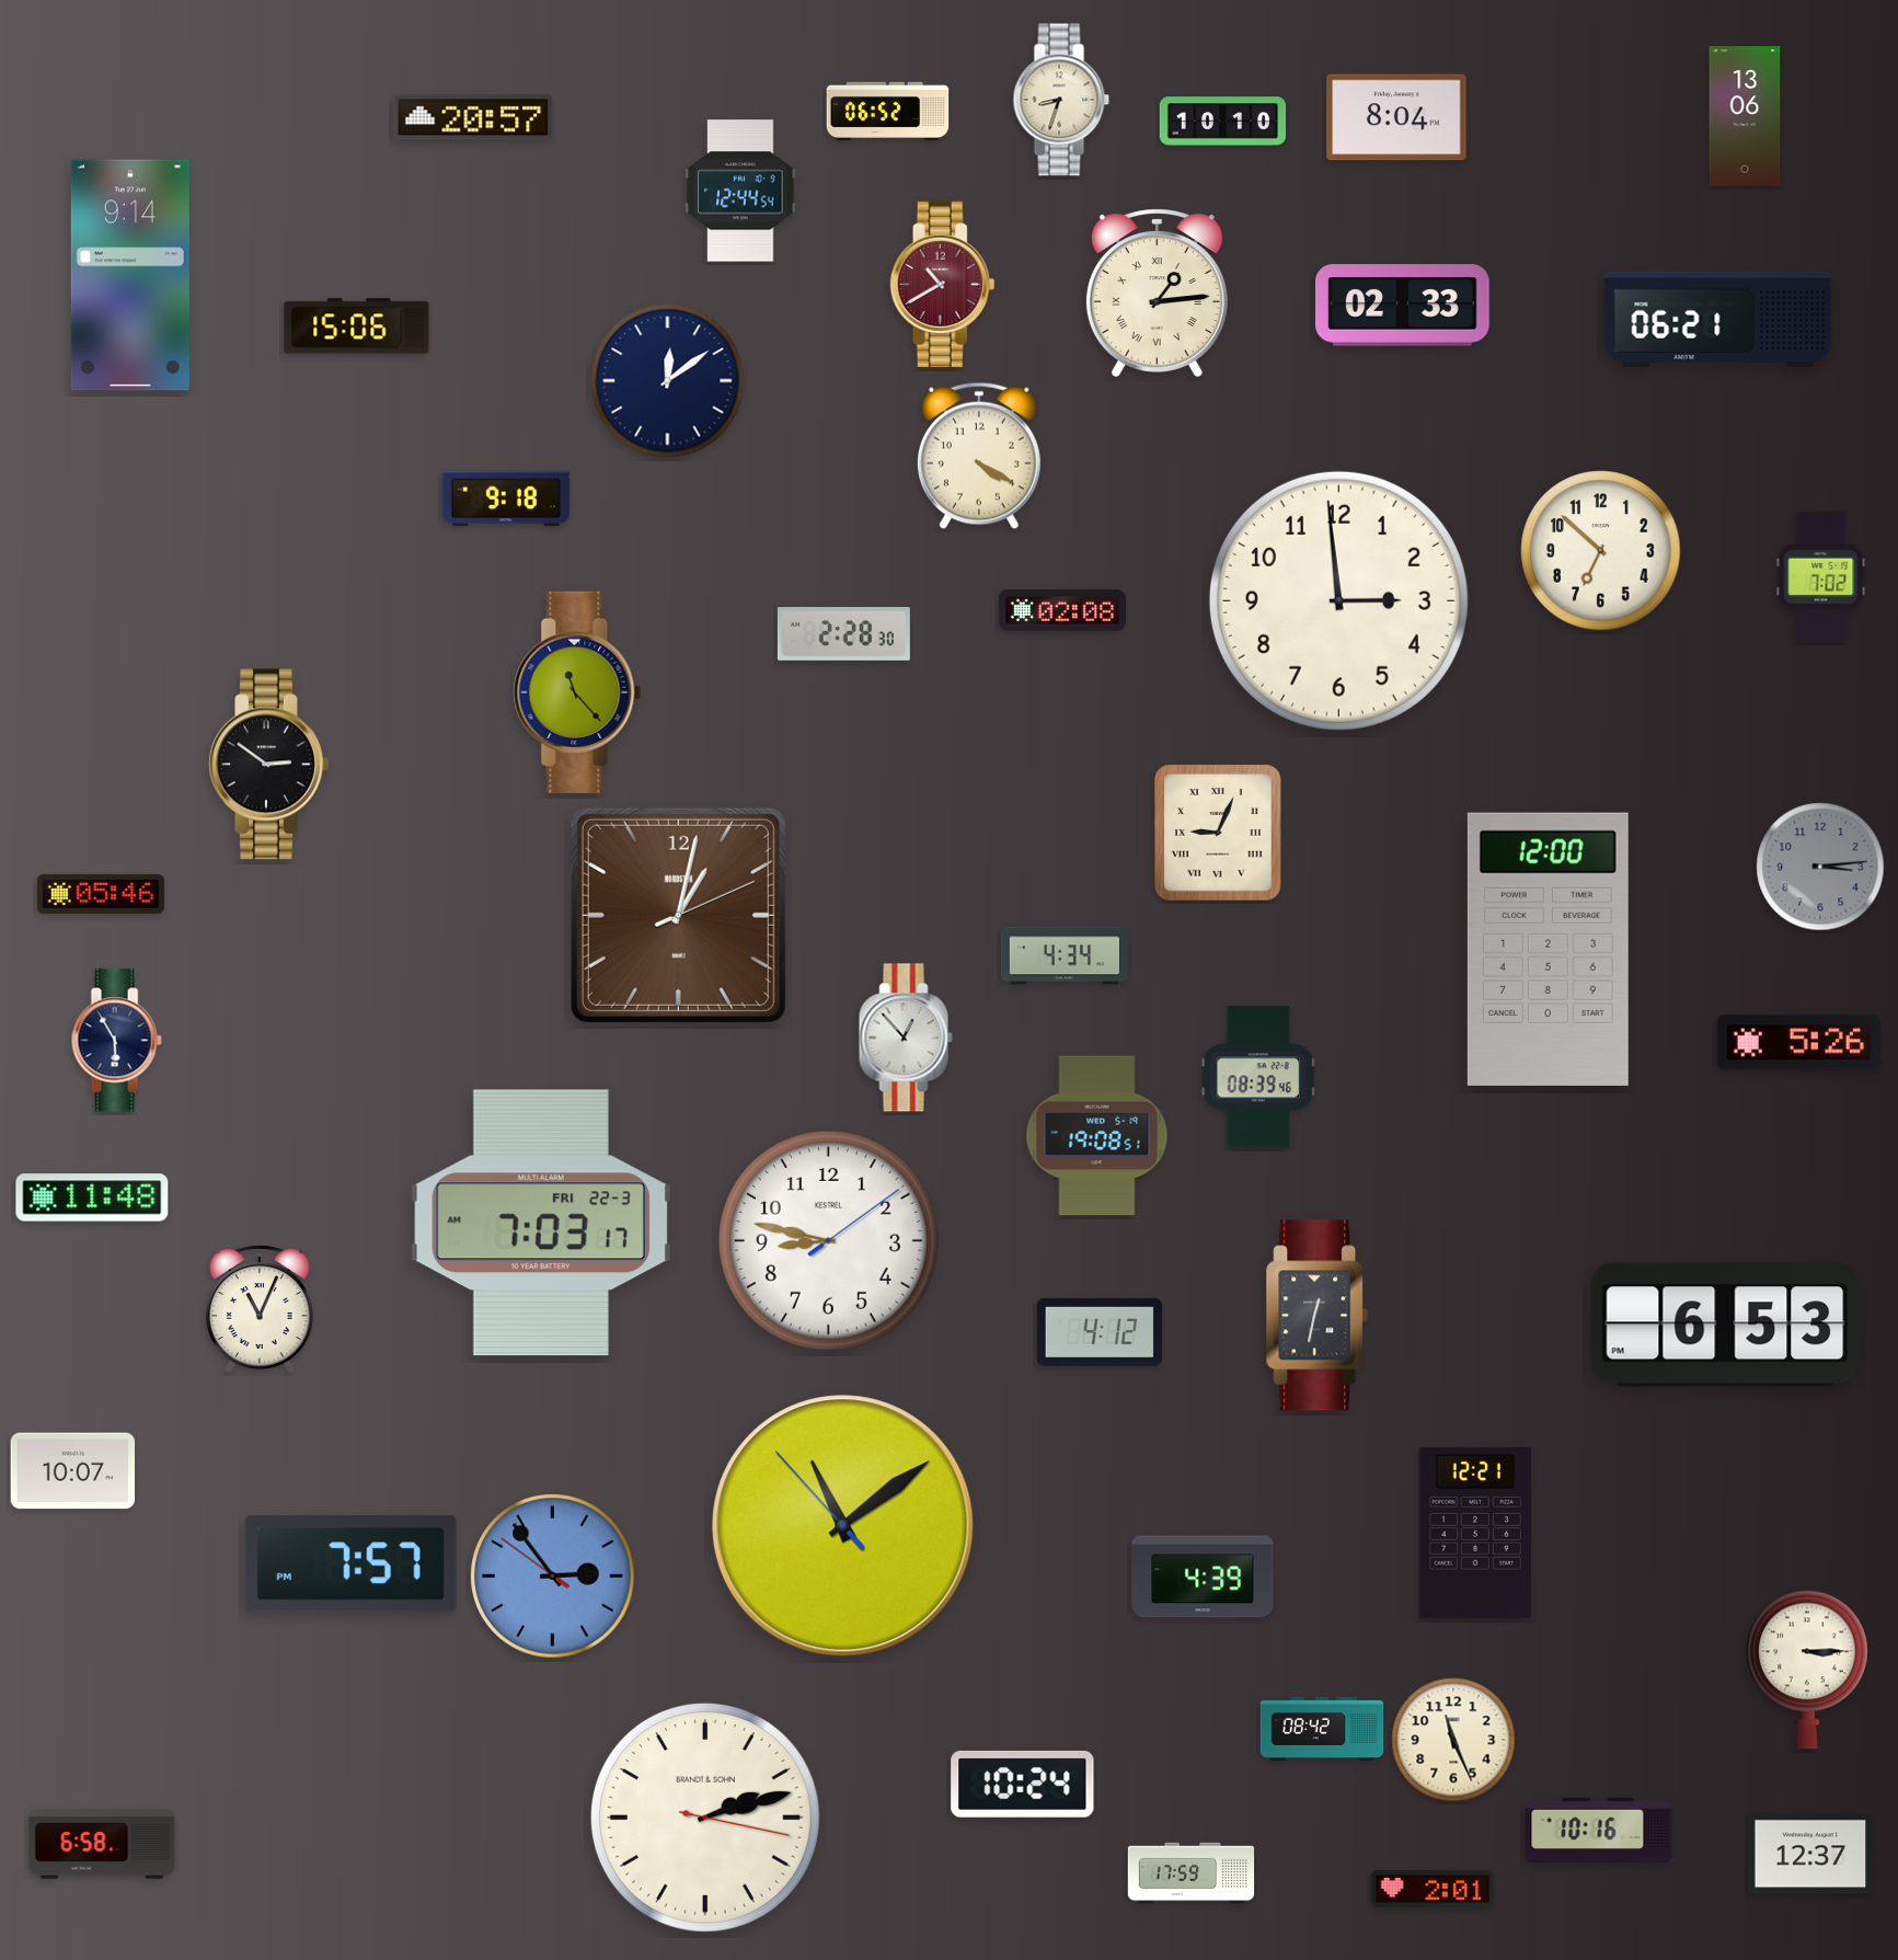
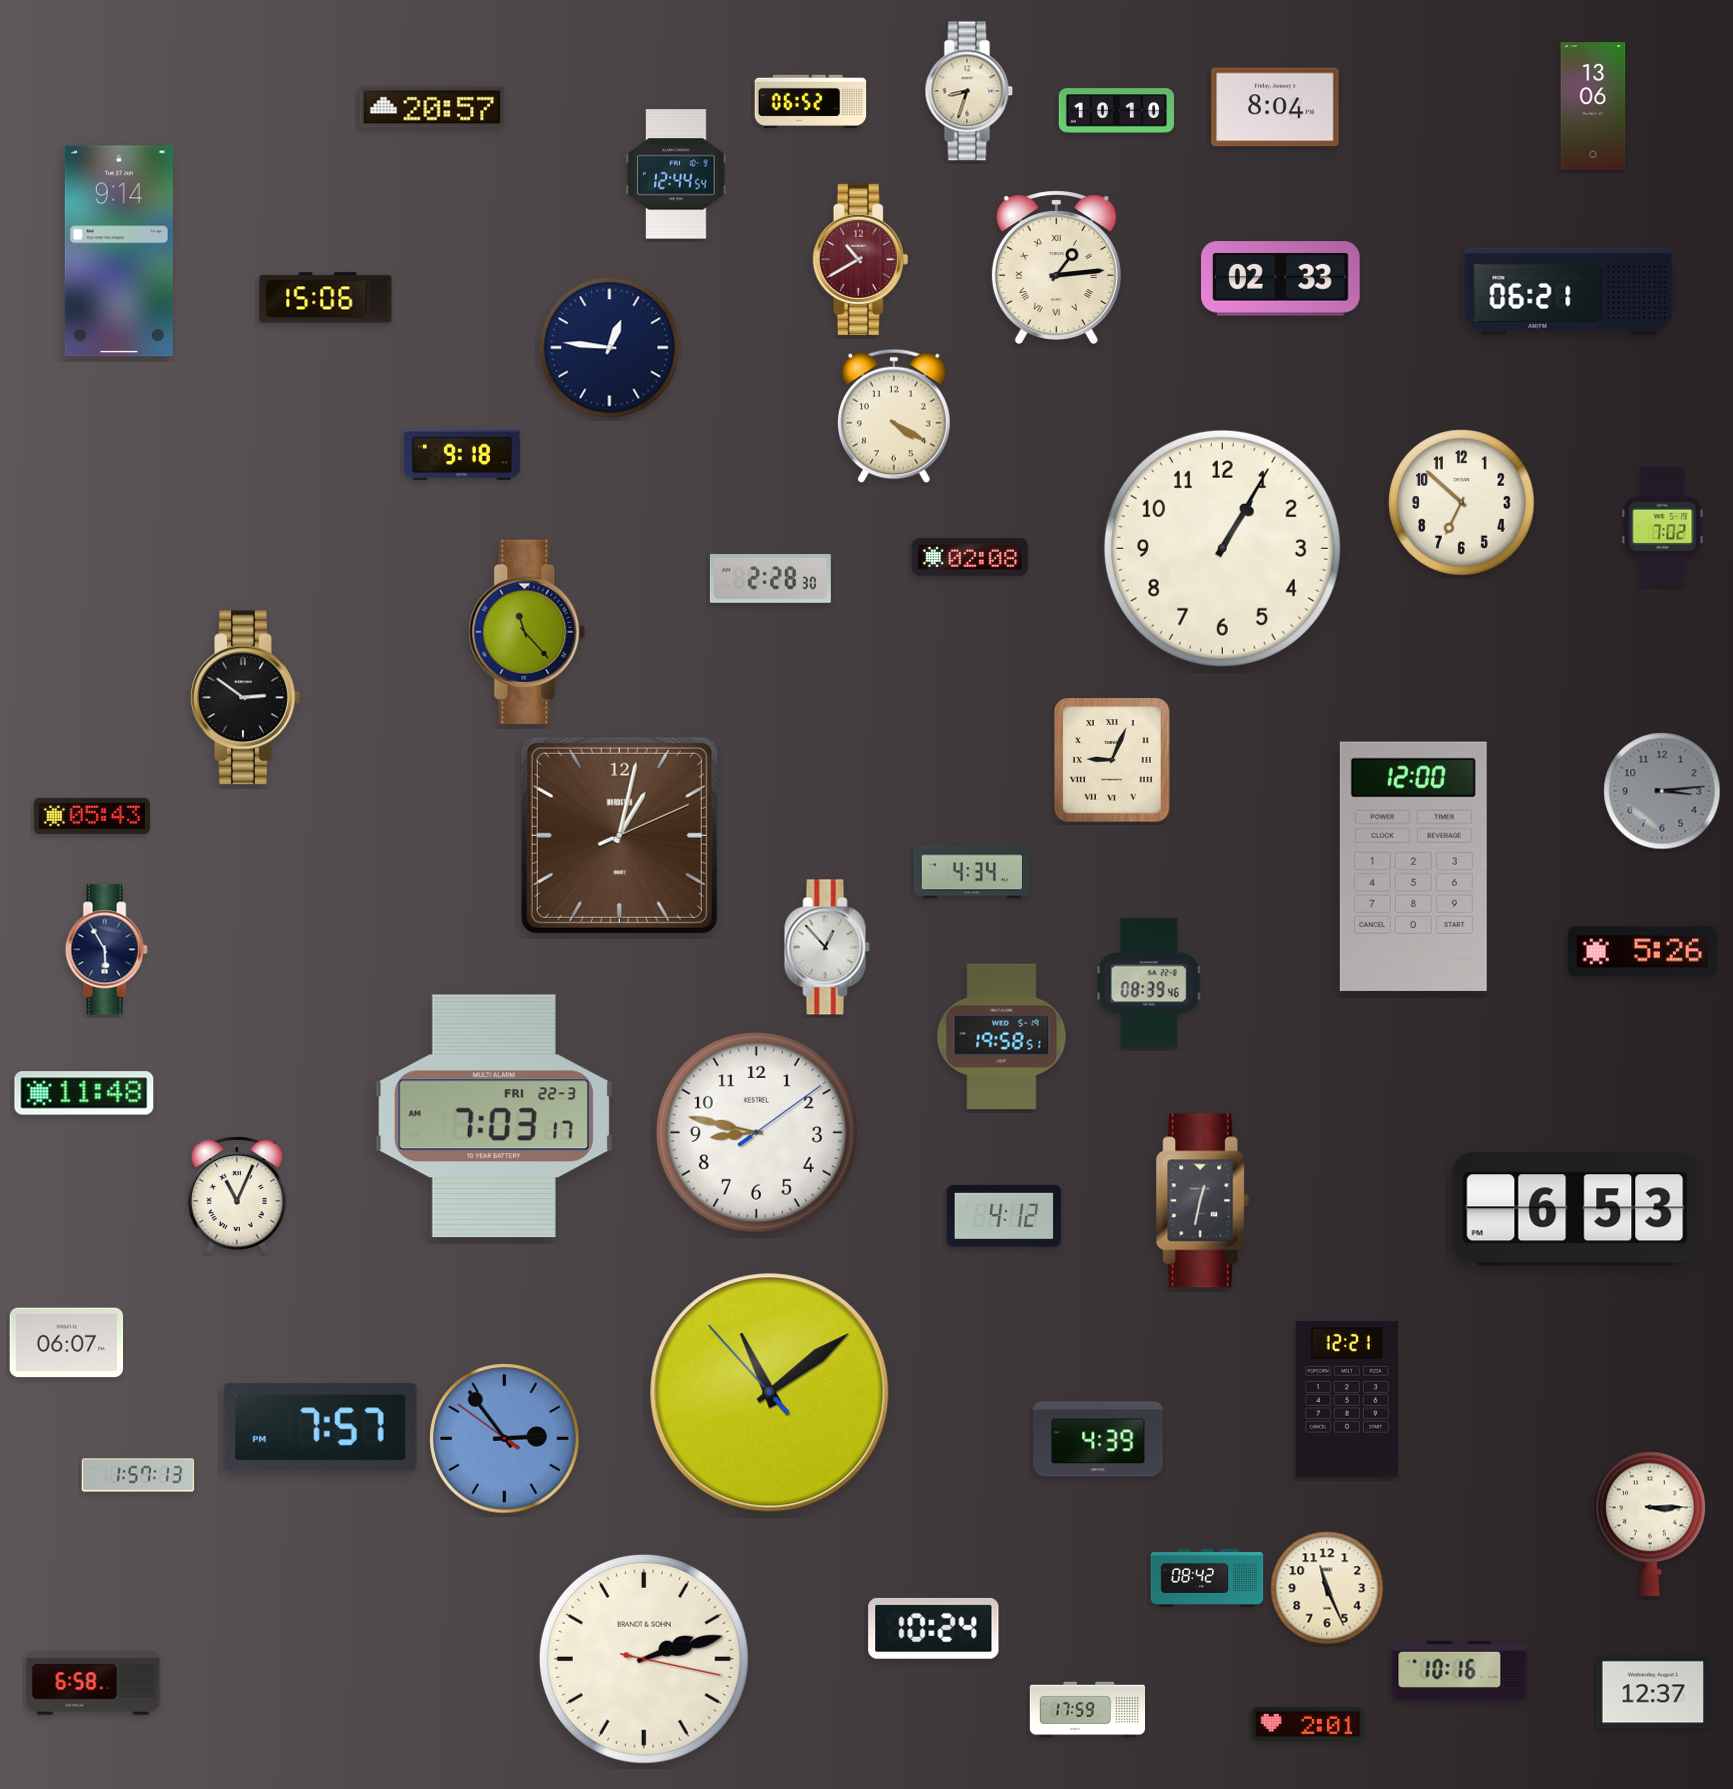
clock at (668, 381): 12:09 -> 12:46
clock at (1338, 600): 2:59 -> 1:05
clock at (101, 894): 05:46 -> 05:43
clock at (1097, 1136): 19:08 -> 19:58
clock at (73, 1471): 10:07 -> 06:07
clock at (138, 1475): none -> 1:57
